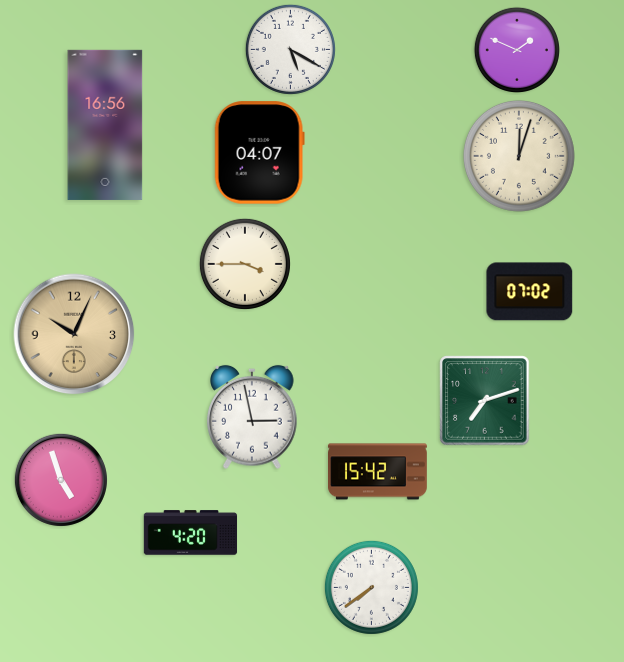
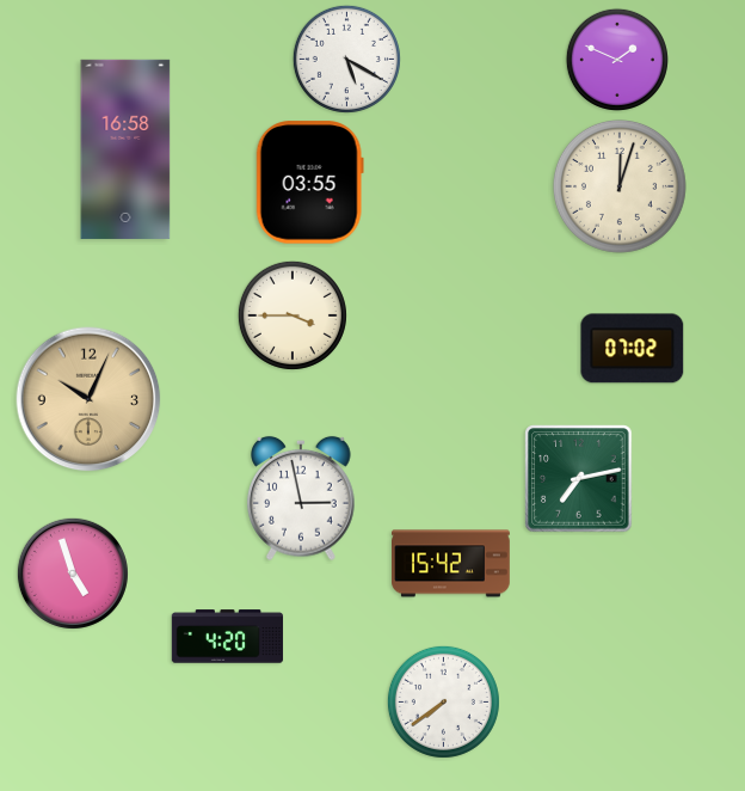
clock at (105, 125): 16:56 -> 16:58
clock at (259, 153): 04:07 -> 03:55
clock at (485, 401): 7:12 -> 7:13
